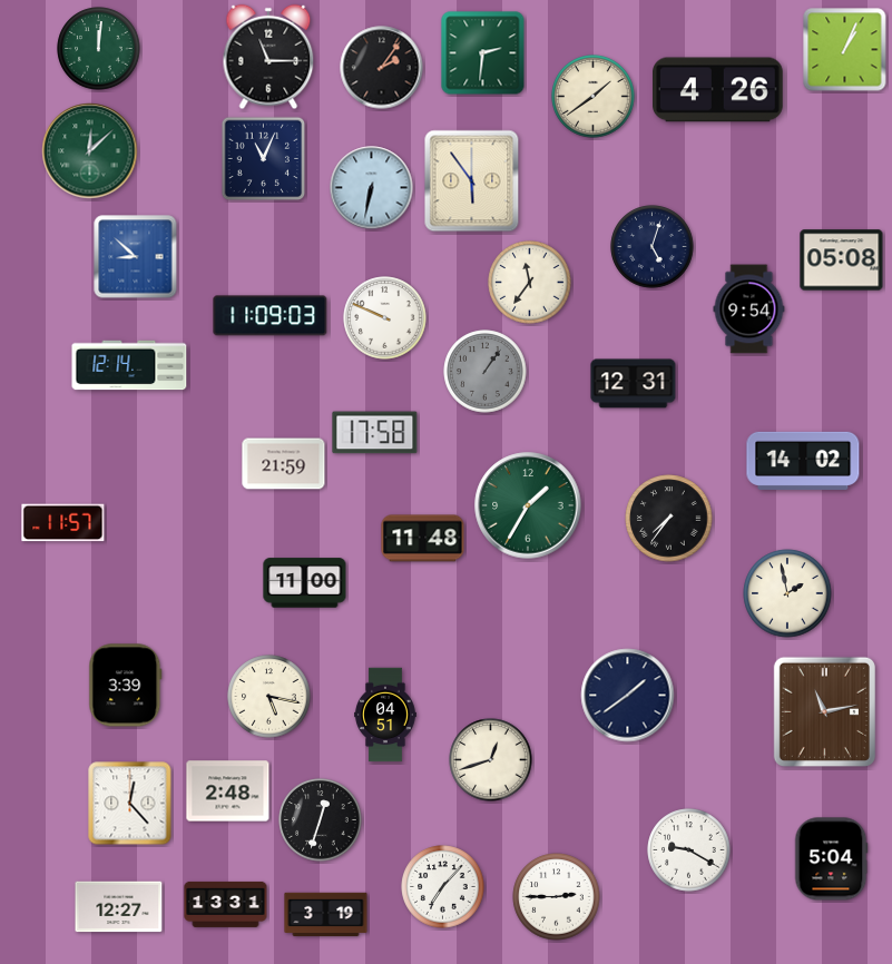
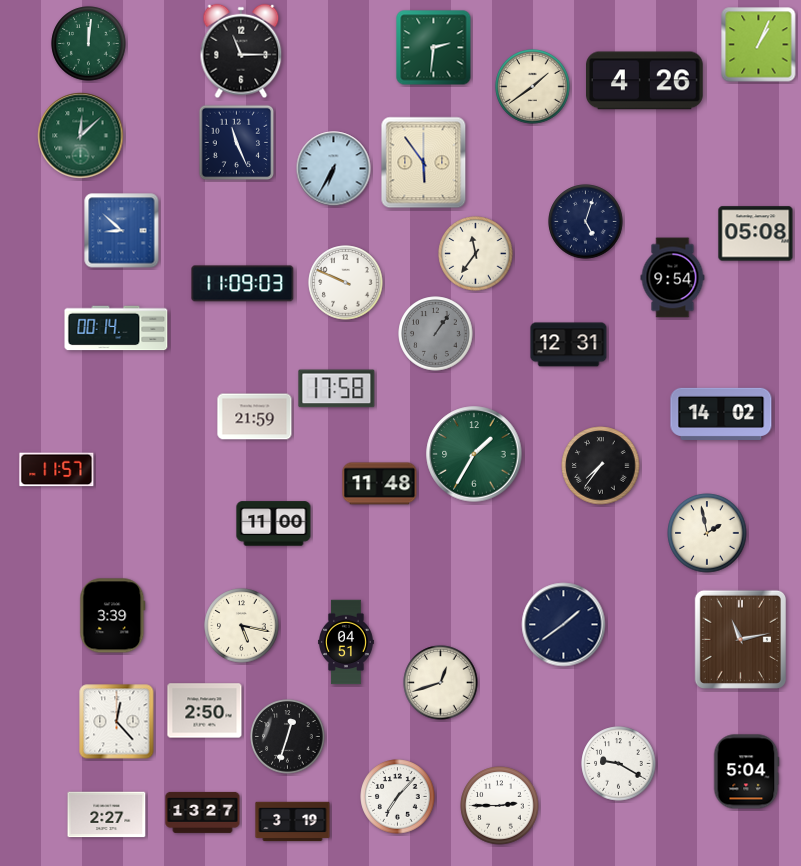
clock at (382, 68): 2:06 -> none
clock at (264, 159): 11:04 -> 11:26
clock at (372, 188): 6:32 -> 6:35
clock at (385, 318) position: (385, 318) -> (346, 283)
clock at (129, 365): 12:14 -> 00:14
clock at (228, 791): 2:48 -> 2:50
clock at (226, 904): 13:31 -> 13:27
clock at (119, 907): 12:27 -> 2:27
